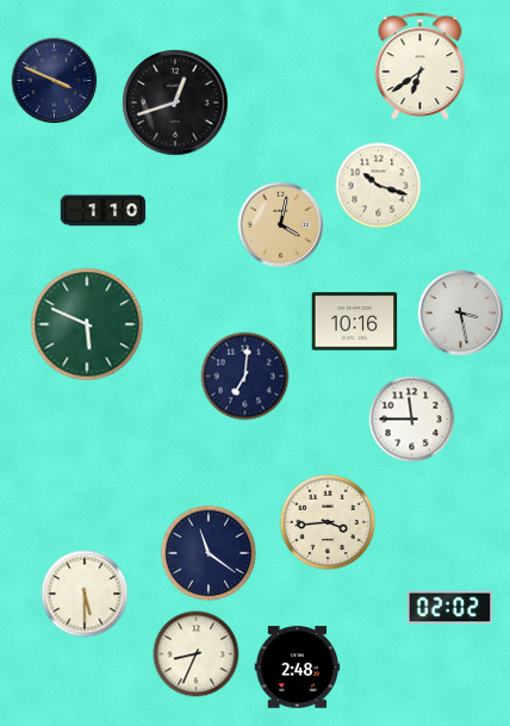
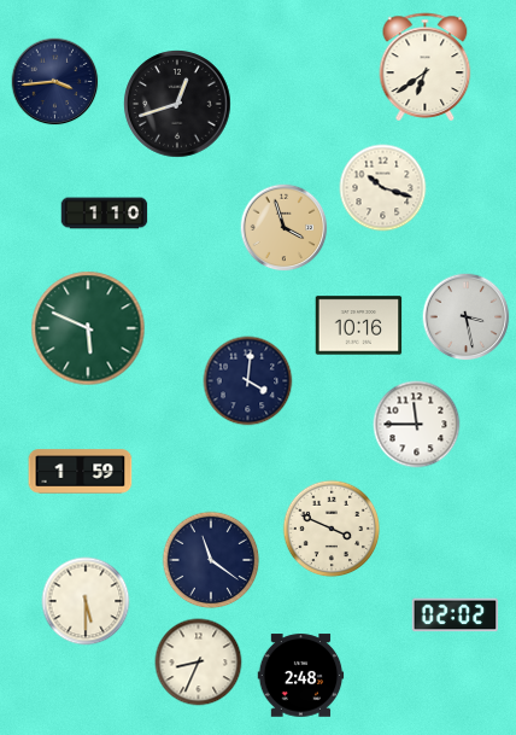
clock at (55, 81): 3:49 -> 3:44
clock at (281, 225): 4:02 -> 3:57
clock at (245, 377): 7:01 -> 4:01
clock at (81, 472): none -> 1:59
clock at (328, 522): 3:44 -> 3:49
